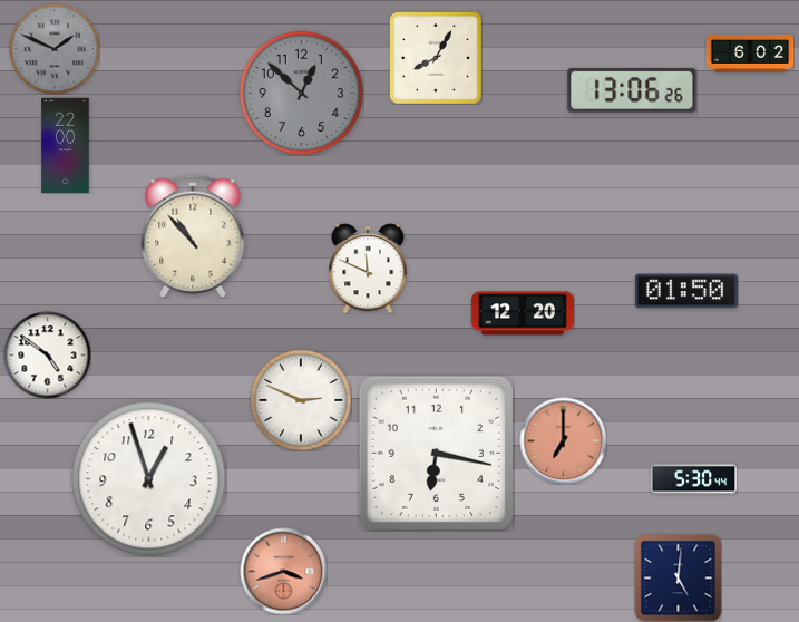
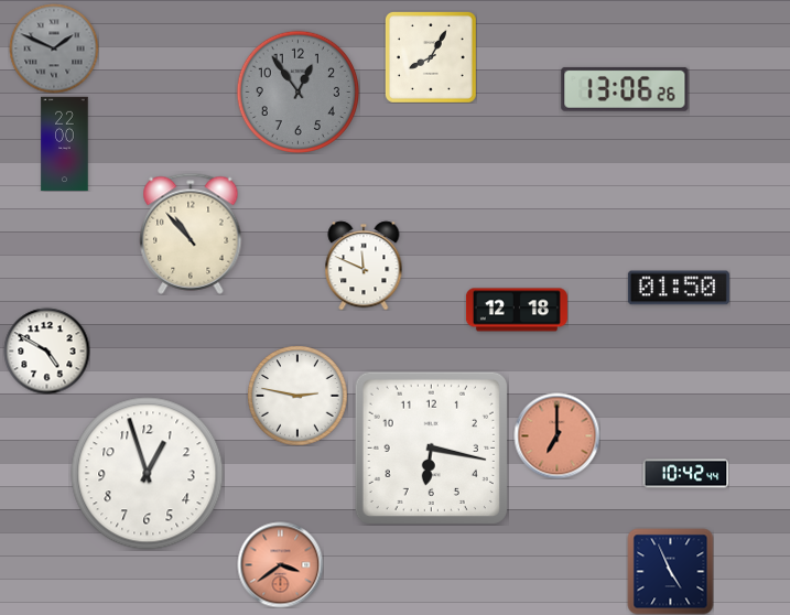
clock at (750, 54): 6:02 -> none
clock at (301, 93): 12:52 -> 12:54
clock at (523, 313): 12:20 -> 12:18
clock at (47, 354): 4:51 -> 4:50
clock at (301, 400): 2:49 -> 2:47
clock at (693, 479): 5:30 -> 10:42
clock at (283, 571): 3:42 -> 3:39
clock at (678, 577): 5:01 -> 4:56
